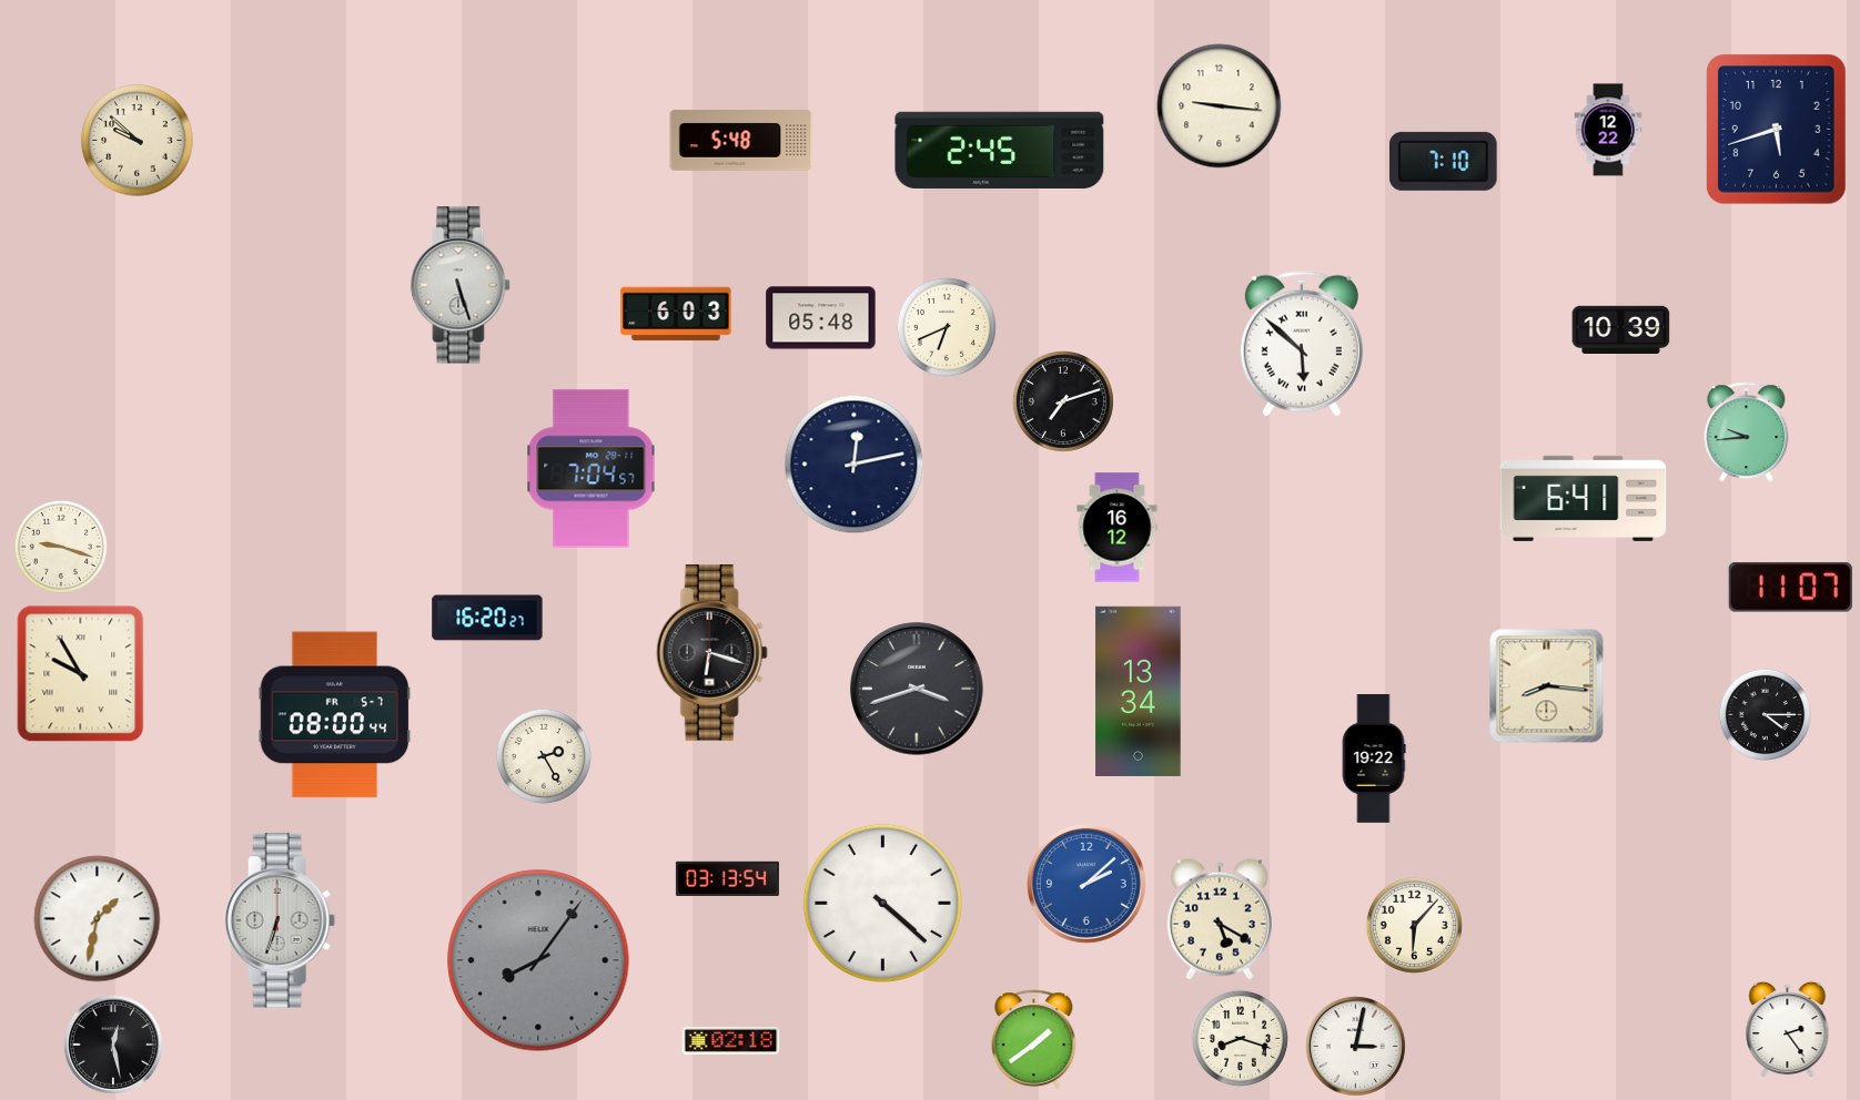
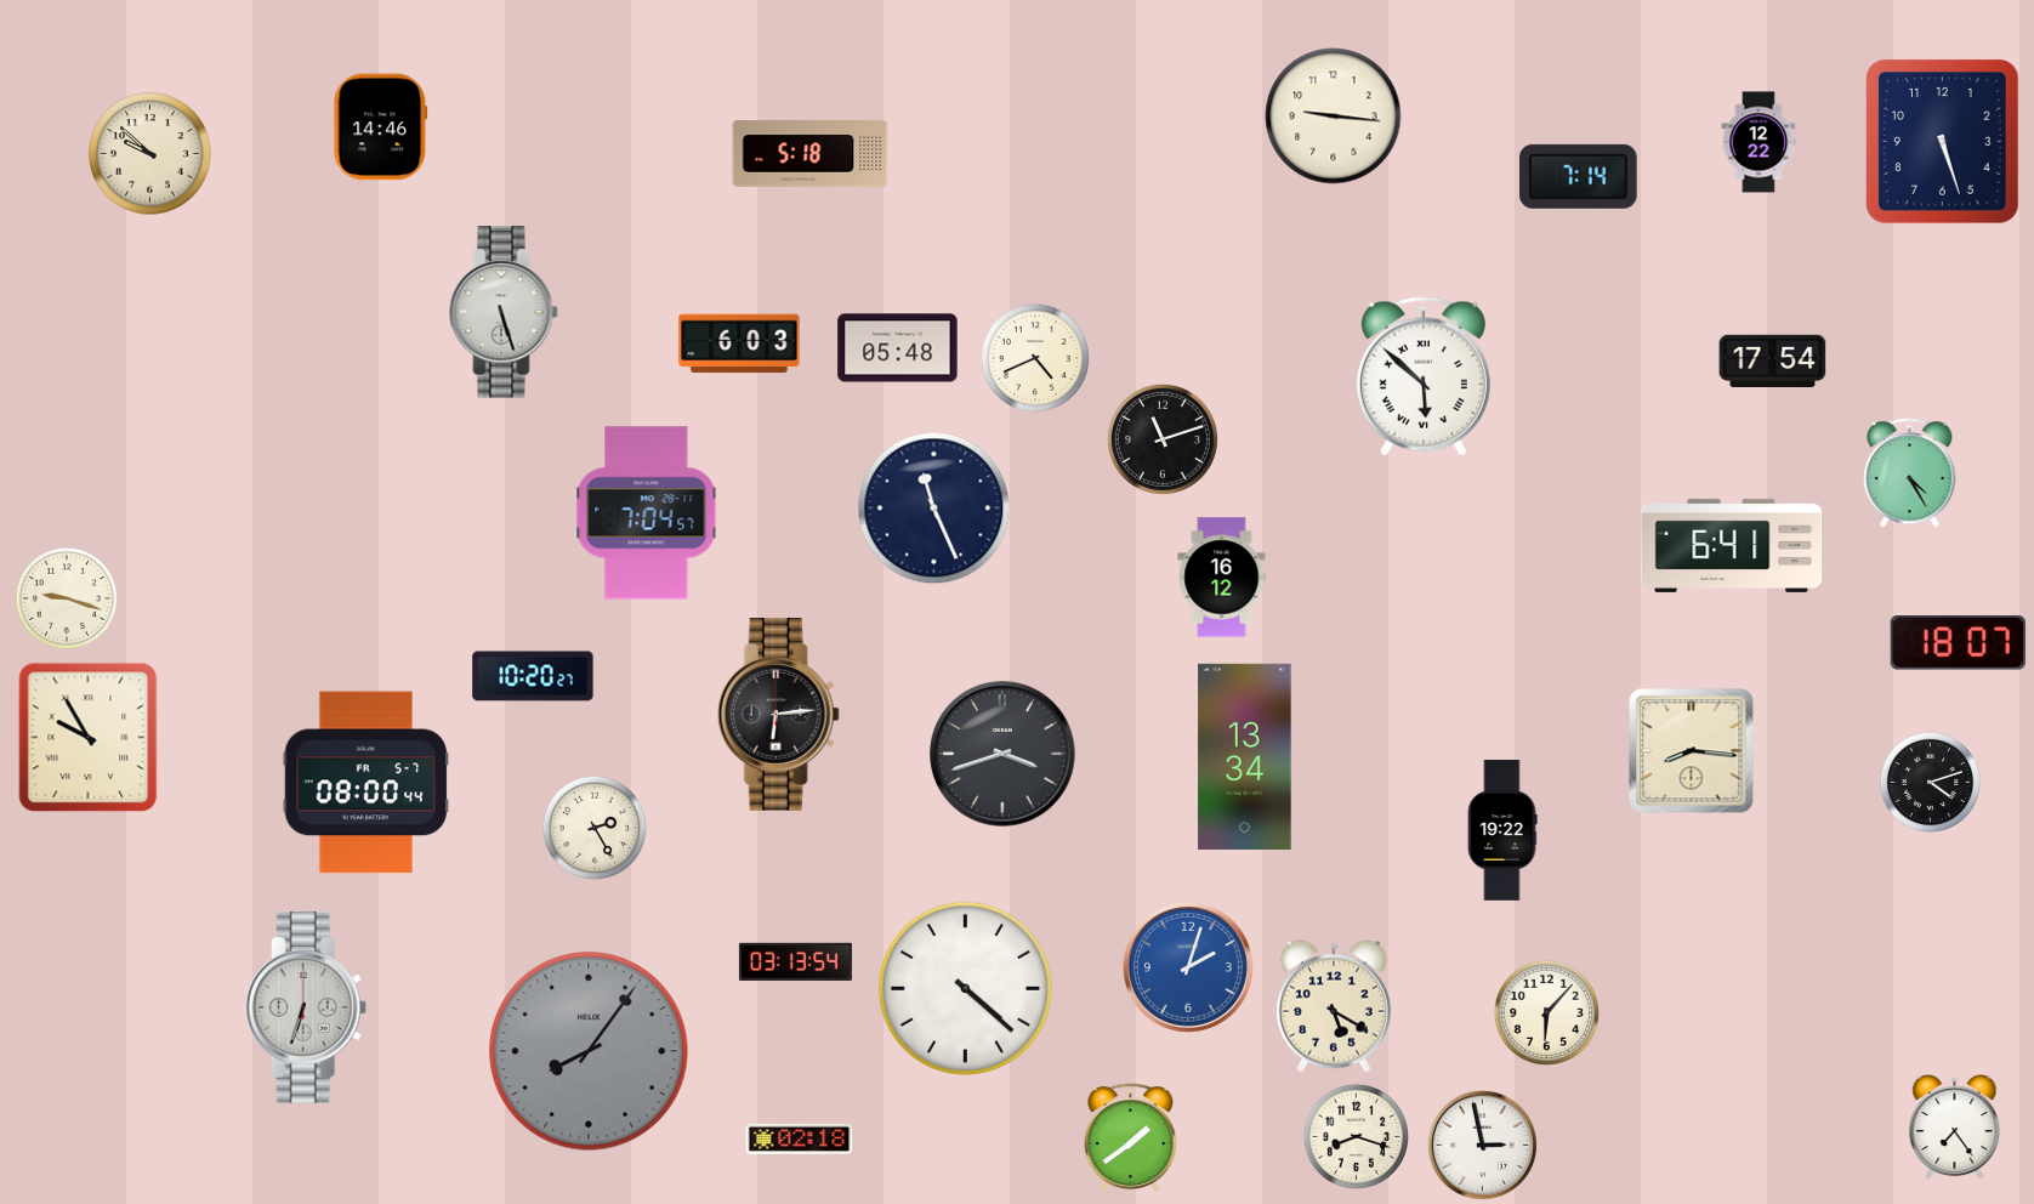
clock at (381, 127): none -> 14:46
clock at (1777, 130): 5:42 -> 5:27
clock at (741, 141): 5:48 -> 5:18
clock at (1000, 150): 2:45 -> none
clock at (1444, 161): 7:10 -> 7:14
clock at (947, 327): 6:41 -> 4:41
clock at (1621, 329): 10:39 -> 17:54
clock at (1063, 401): 7:12 -> 11:12
clock at (1747, 432): 9:44 -> 4:25
clock at (855, 465): 12:13 -> 11:26
clock at (1790, 588): 11:07 -> 18:07
clock at (487, 618): 16:20 -> 10:20
clock at (711, 653): 6:18 -> 6:14
clock at (1765, 714): 4:15 -> 4:12
clock at (1088, 885): 2:08 -> 2:03
clock at (98, 919): 1:32 -> none
clock at (1788, 1030): 2:24 -> 7:24
clock at (113, 1045): 12:28 -> none
clock at (1355, 1046): 3:02 -> 2:58
